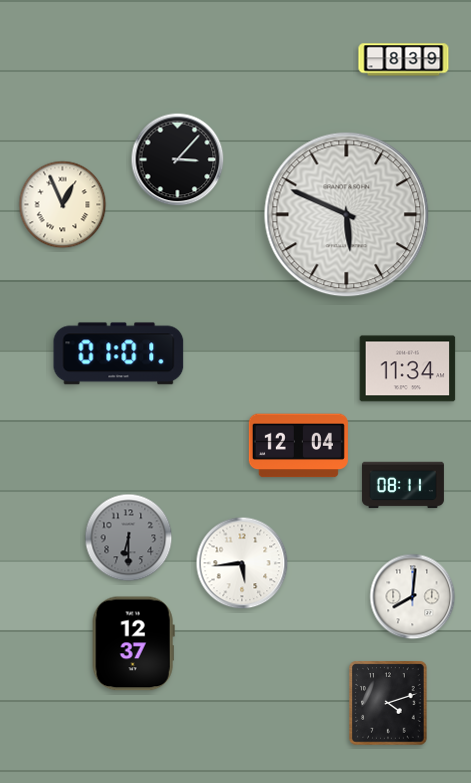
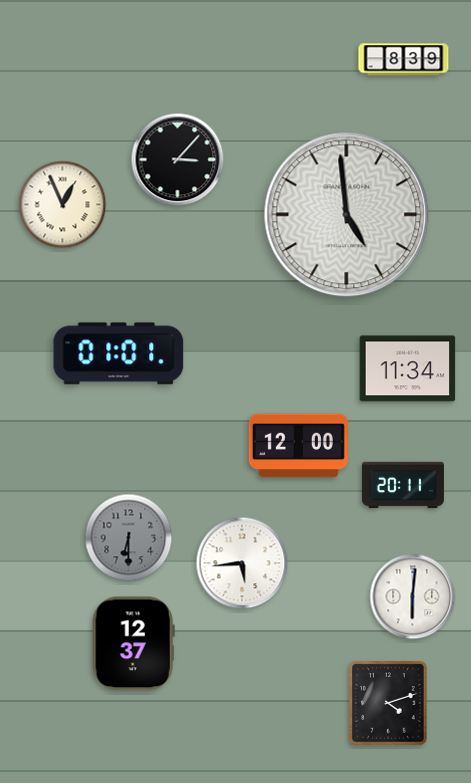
clock at (347, 215): 5:49 -> 4:59
clock at (298, 446): 12:04 -> 12:00
clock at (403, 485): 08:11 -> 20:11
clock at (413, 597): 8:01 -> 6:01
